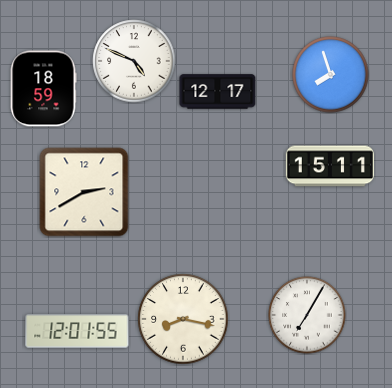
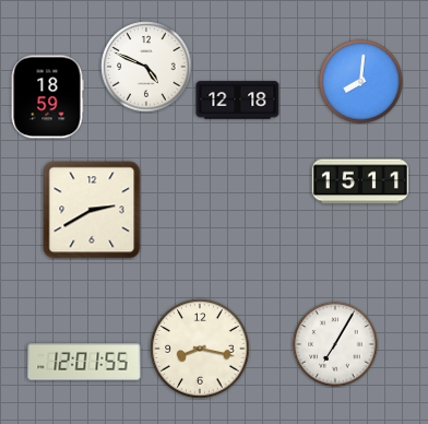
clock at (331, 75): 7:57 -> 8:01
clock at (218, 92): 12:17 -> 12:18
